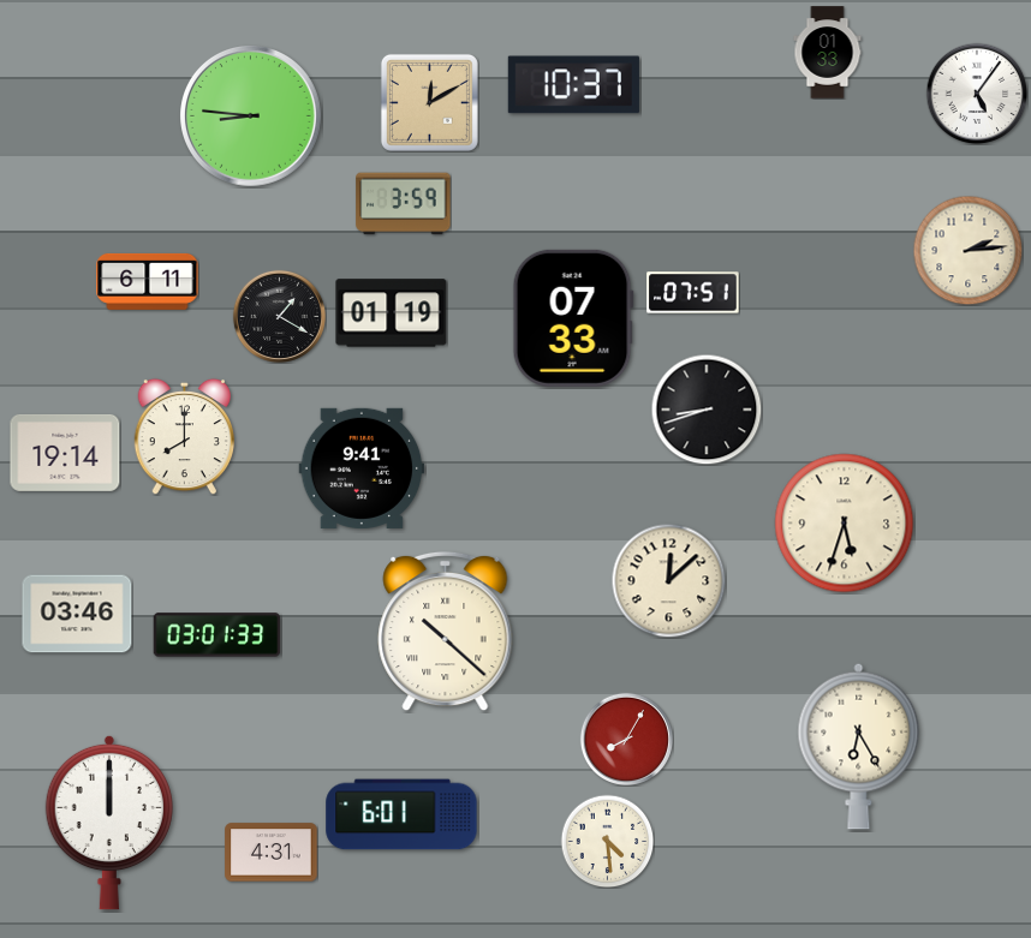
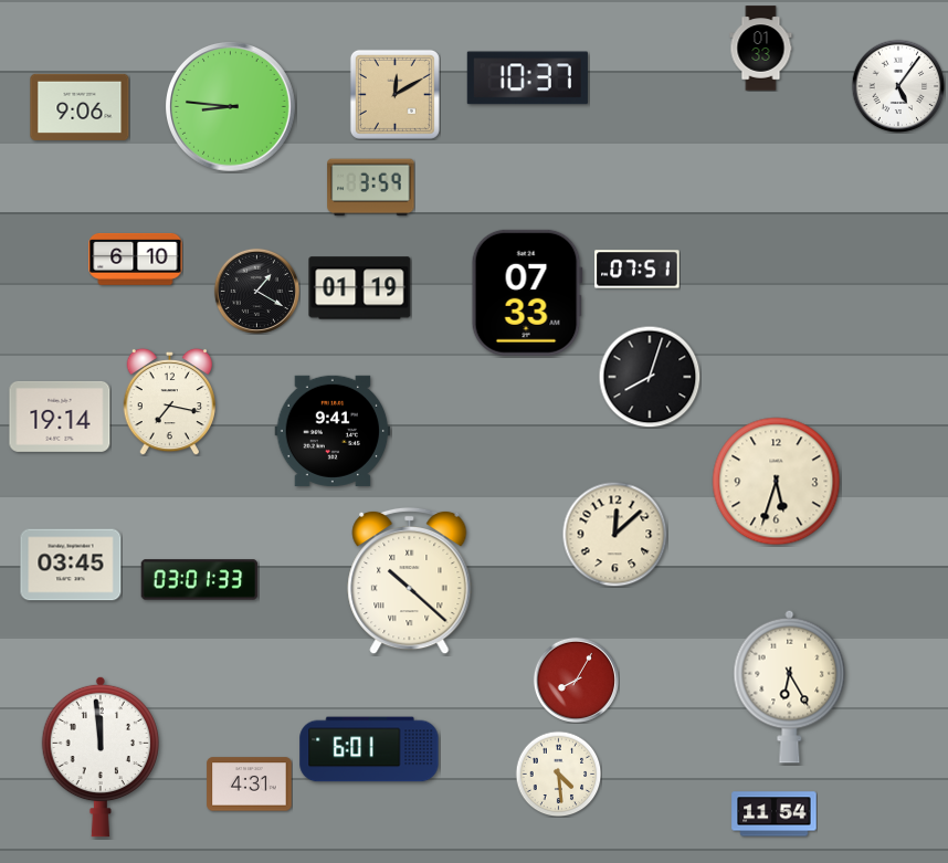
clock at (80, 106): none -> 9:06
clock at (967, 250): 2:14 -> none
clock at (148, 281): 6:11 -> 6:10
clock at (707, 410): 8:42 -> 8:03
clock at (184, 436): 8:00 -> 7:17
clock at (77, 614): 03:46 -> 03:45
clock at (217, 635) position: (217, 635) -> (200, 580)
clock at (109, 823): 12:00 -> 11:59
clock at (775, 814): none -> 11:54
